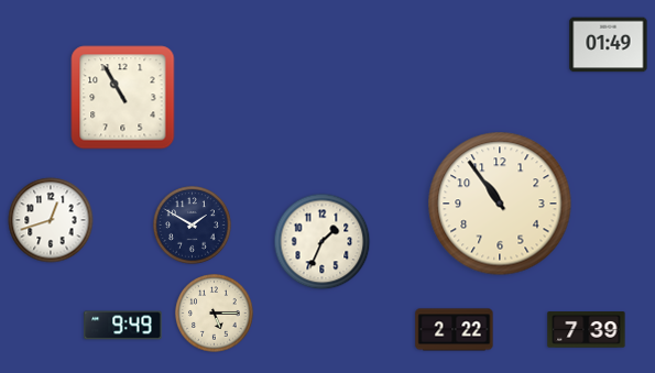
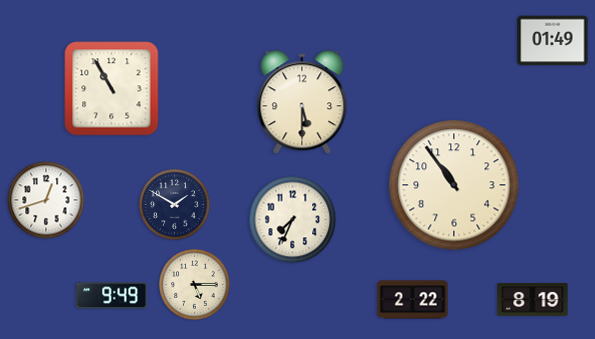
clock at (302, 103): none -> 5:30
clock at (323, 242): 1:34 -> 7:34
clock at (587, 330): 7:39 -> 8:19
